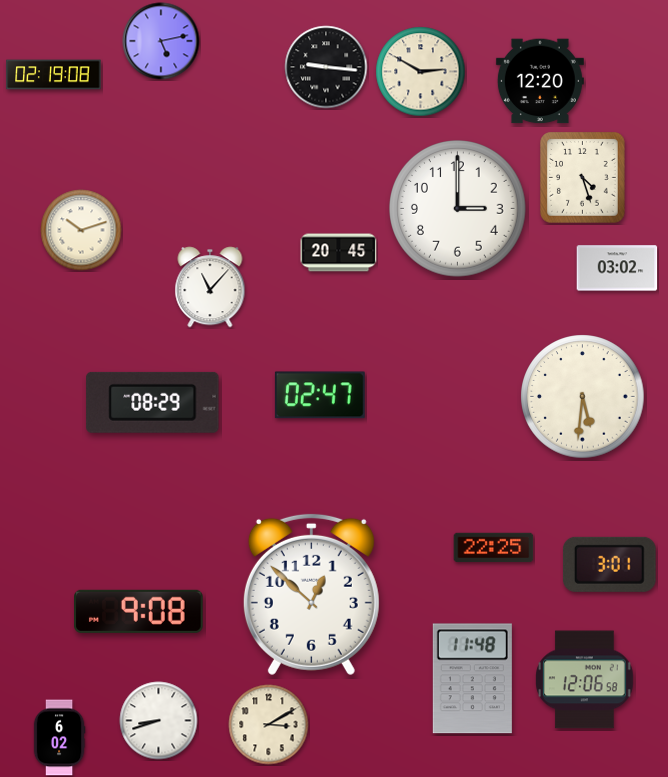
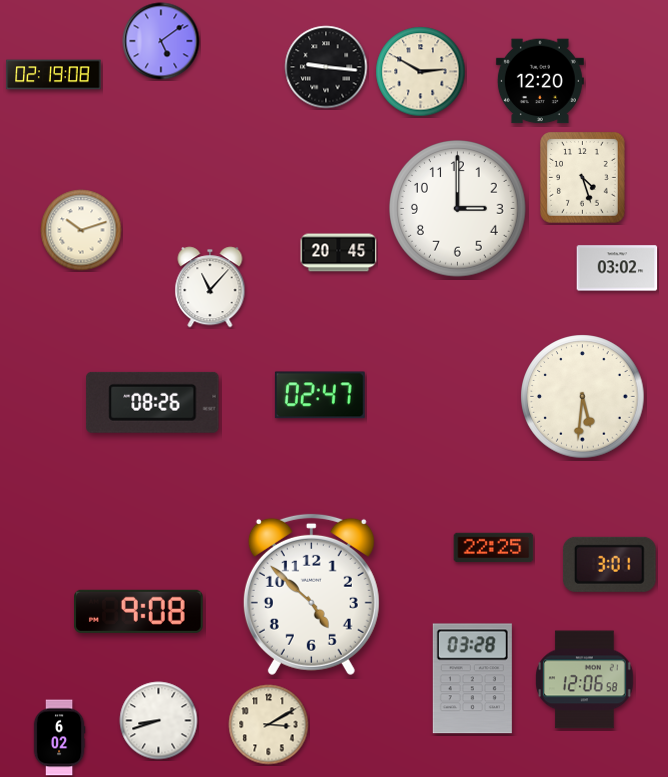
clock at (161, 41): 5:13 -> 5:09
clock at (153, 402): 08:29 -> 08:26
clock at (311, 594): 12:52 -> 4:52
clock at (472, 679): 11:48 -> 03:28
